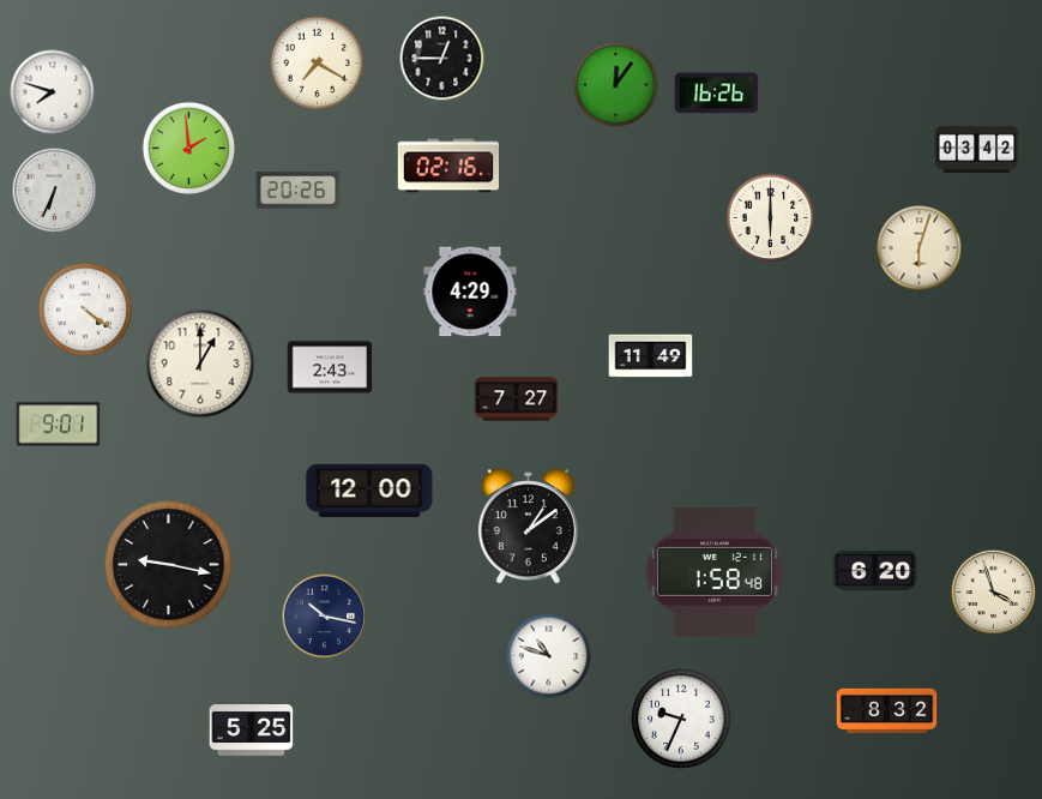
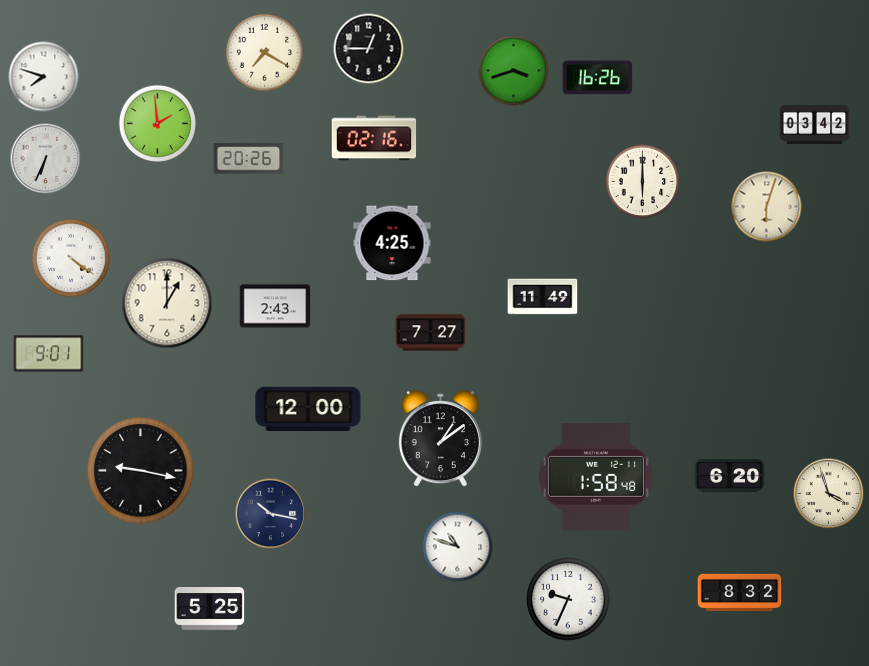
clock at (616, 85): 12:06 -> 3:42
clock at (470, 292): 4:29 -> 4:25
